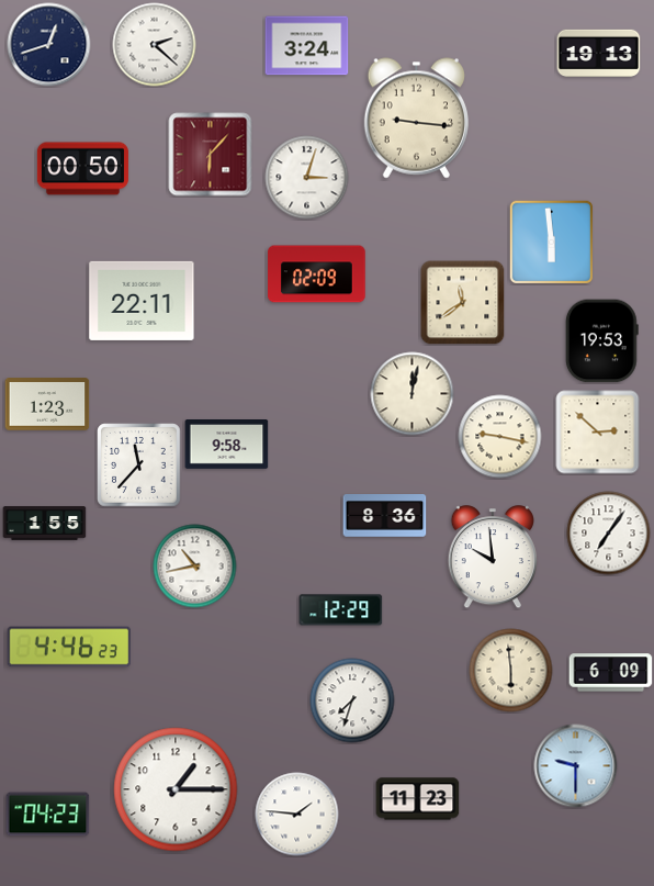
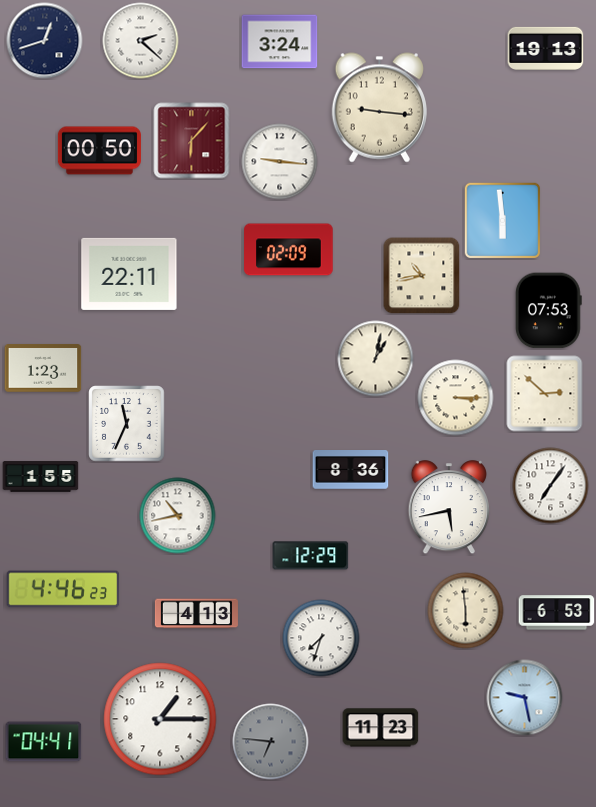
clock at (82, 169) position: (82, 169) -> (99, 151)
clock at (307, 178): 3:03 -> 9:16
clock at (463, 303): 11:39 -> 10:43
clock at (601, 341): 19:53 -> 07:53
clock at (413, 394): 12:02 -> 1:02
clock at (500, 437): 9:17 -> 3:15
clock at (227, 445): 9:58 -> none
clock at (139, 466): 11:37 -> 11:34
clock at (609, 534) position: (609, 534) -> (551, 486)
clock at (492, 558): 9:59 -> 5:43
clock at (611, 673): 6:09 -> 6:53
clock at (196, 614): none -> 4:13
clock at (576, 766): 9:30 -> 9:28
clock at (48, 815): 04:23 -> 04:41
clock at (297, 815): 1:46 -> 6:46
clock at (297, 815) dial: white -> grey
